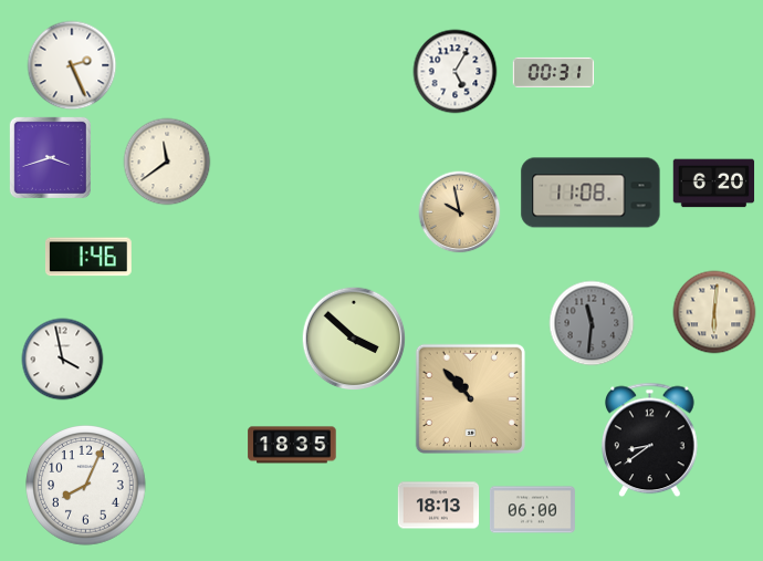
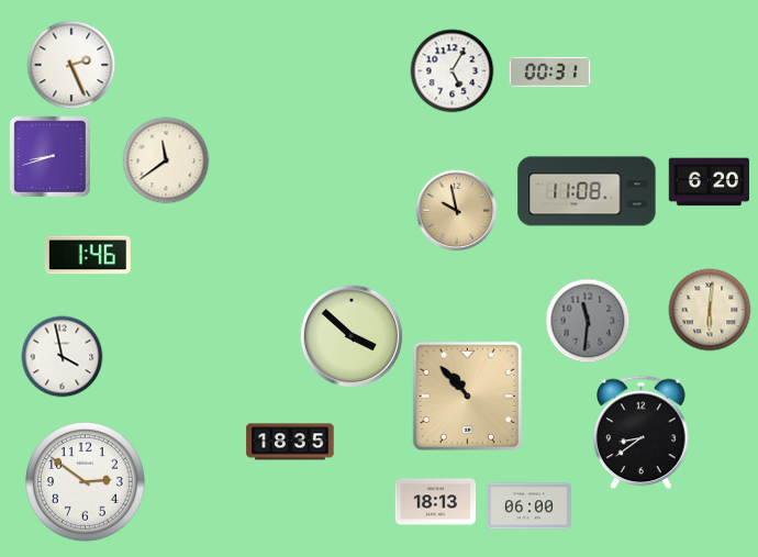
clock at (50, 157): 3:42 -> 8:42
clock at (650, 440) position: (650, 440) -> (642, 433)
clock at (86, 486): 8:04 -> 2:51
